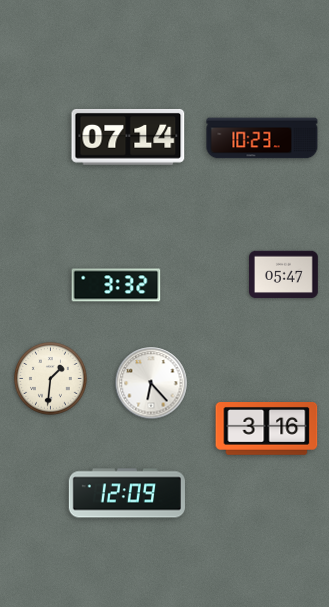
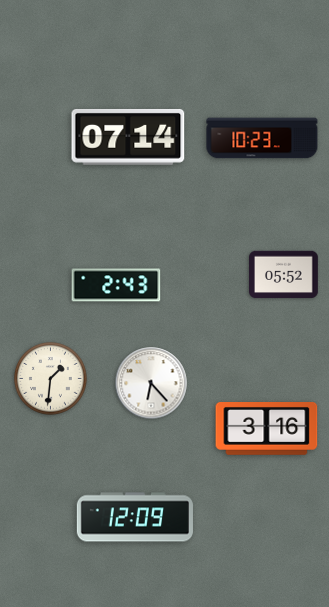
clock at (284, 275): 05:47 -> 05:52
clock at (116, 285): 3:32 -> 2:43
clock at (127, 493) position: (127, 493) -> (135, 517)
